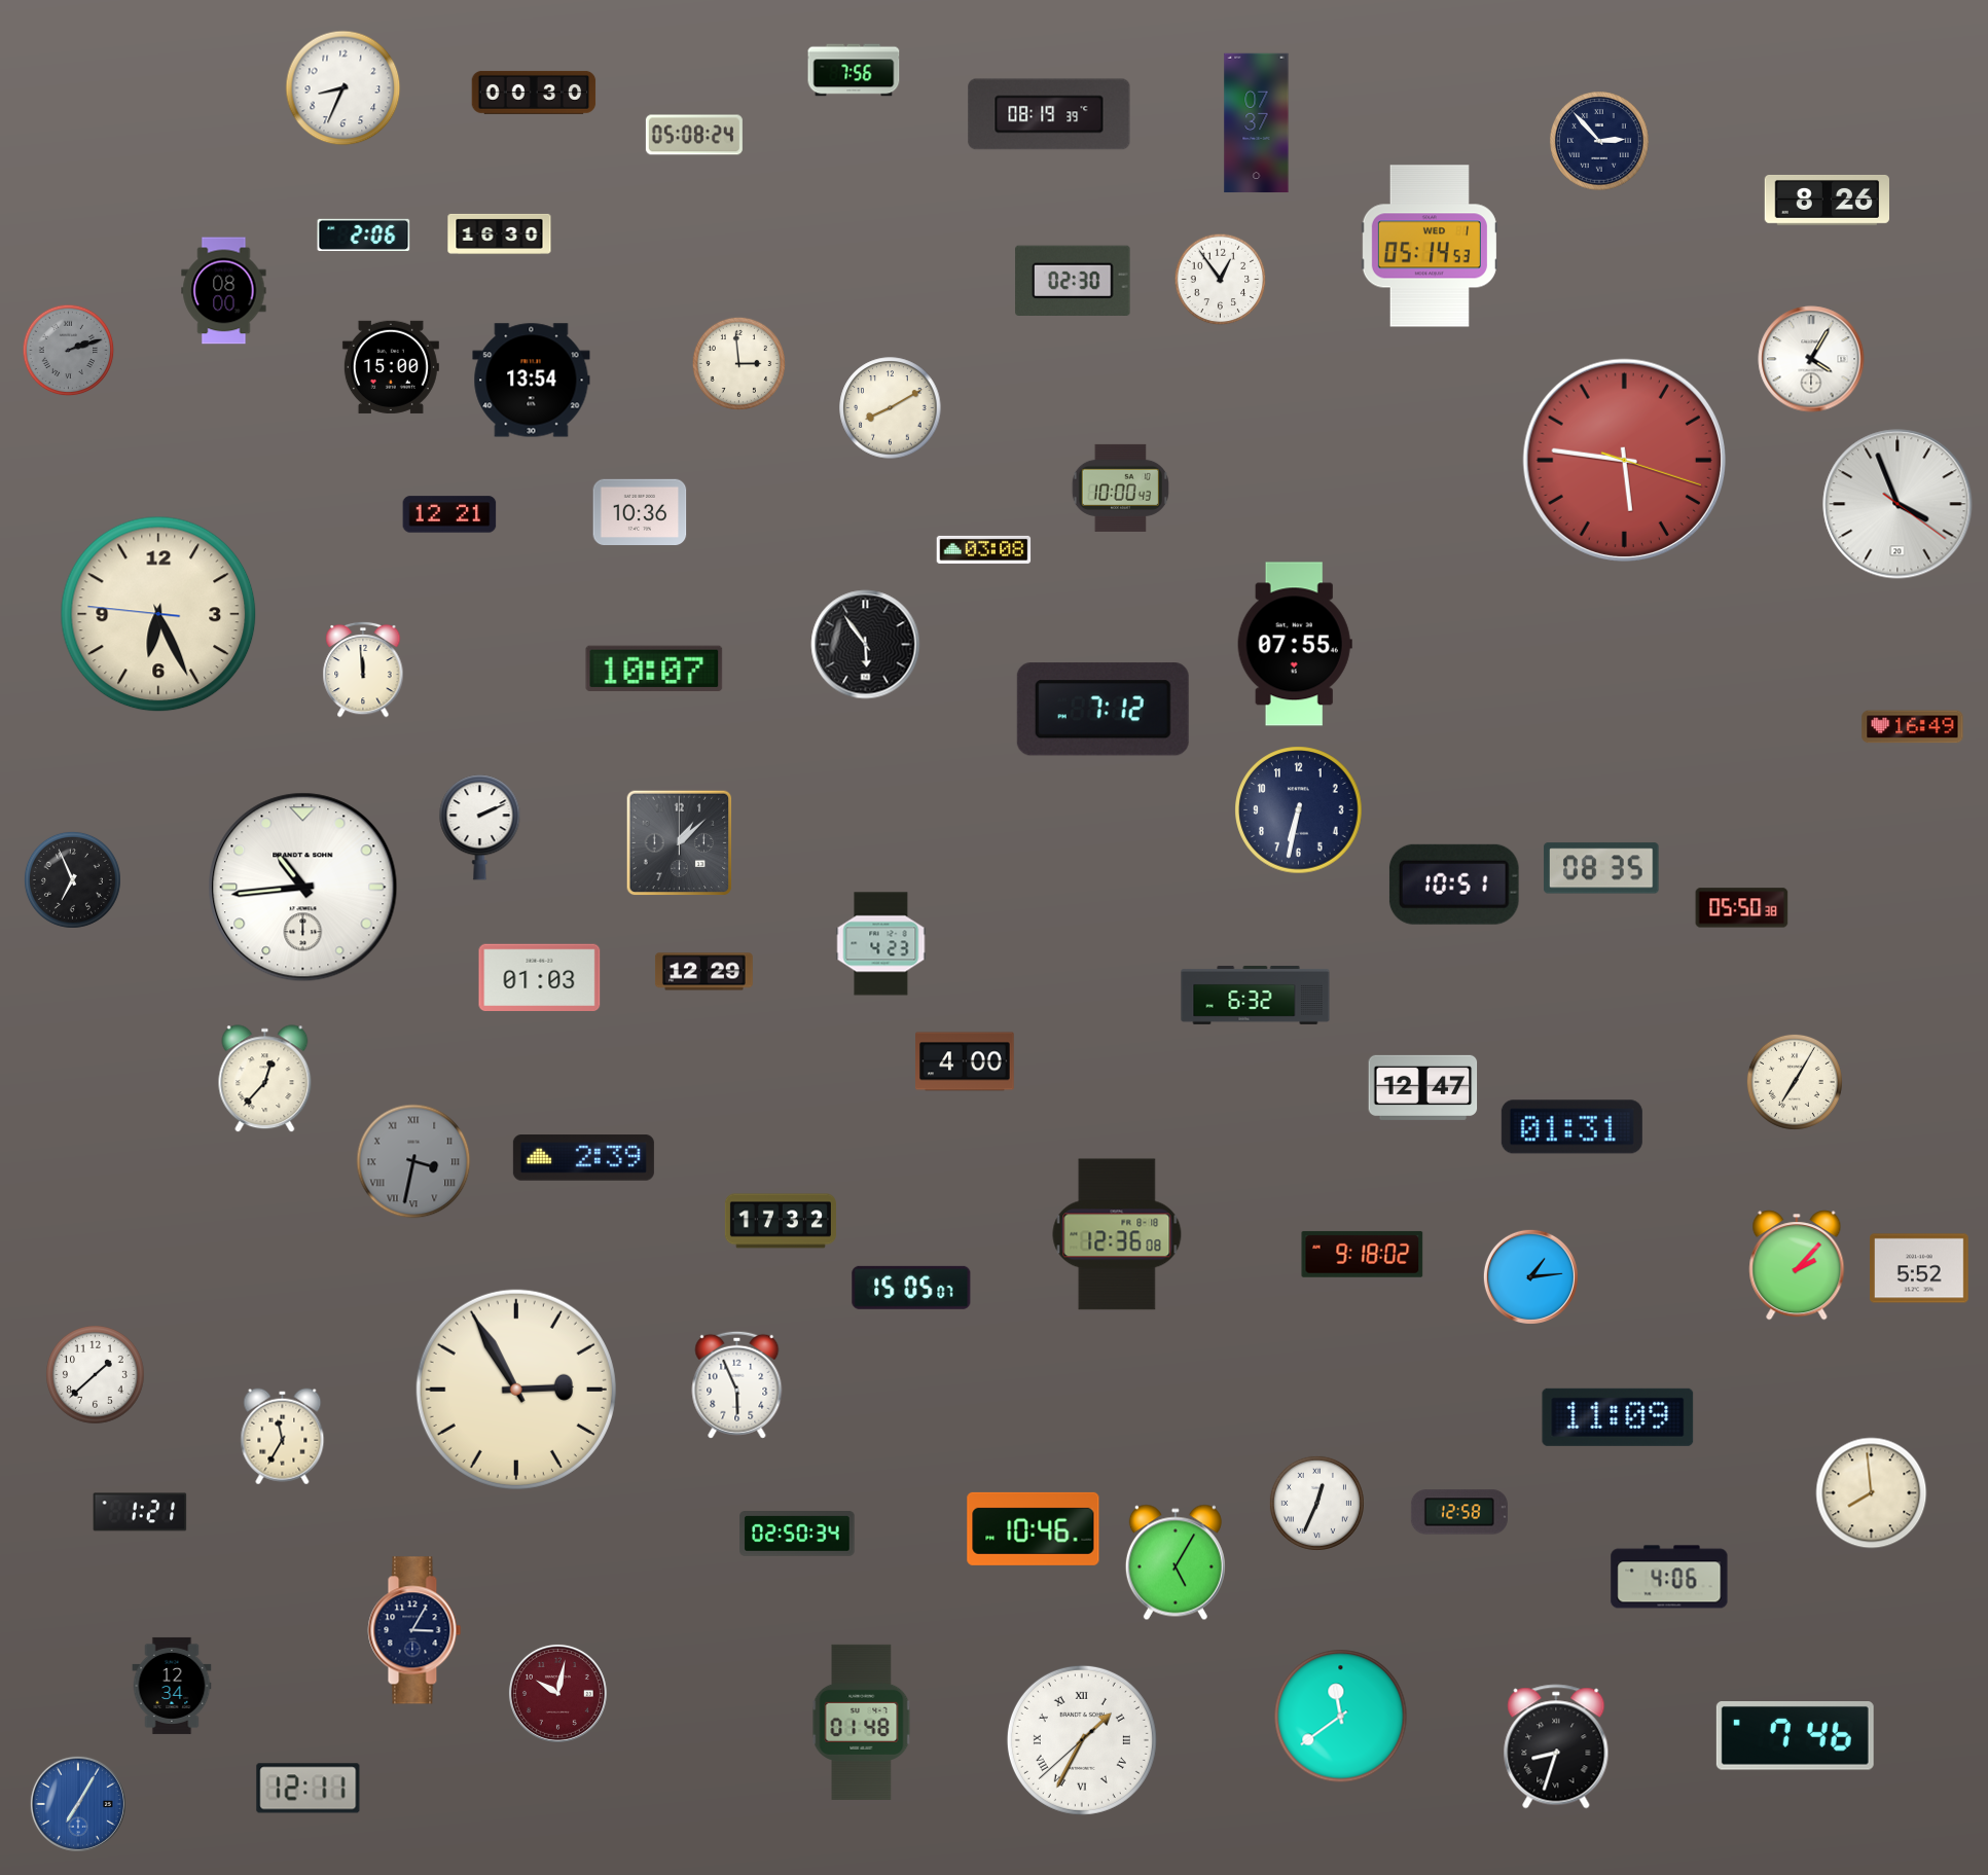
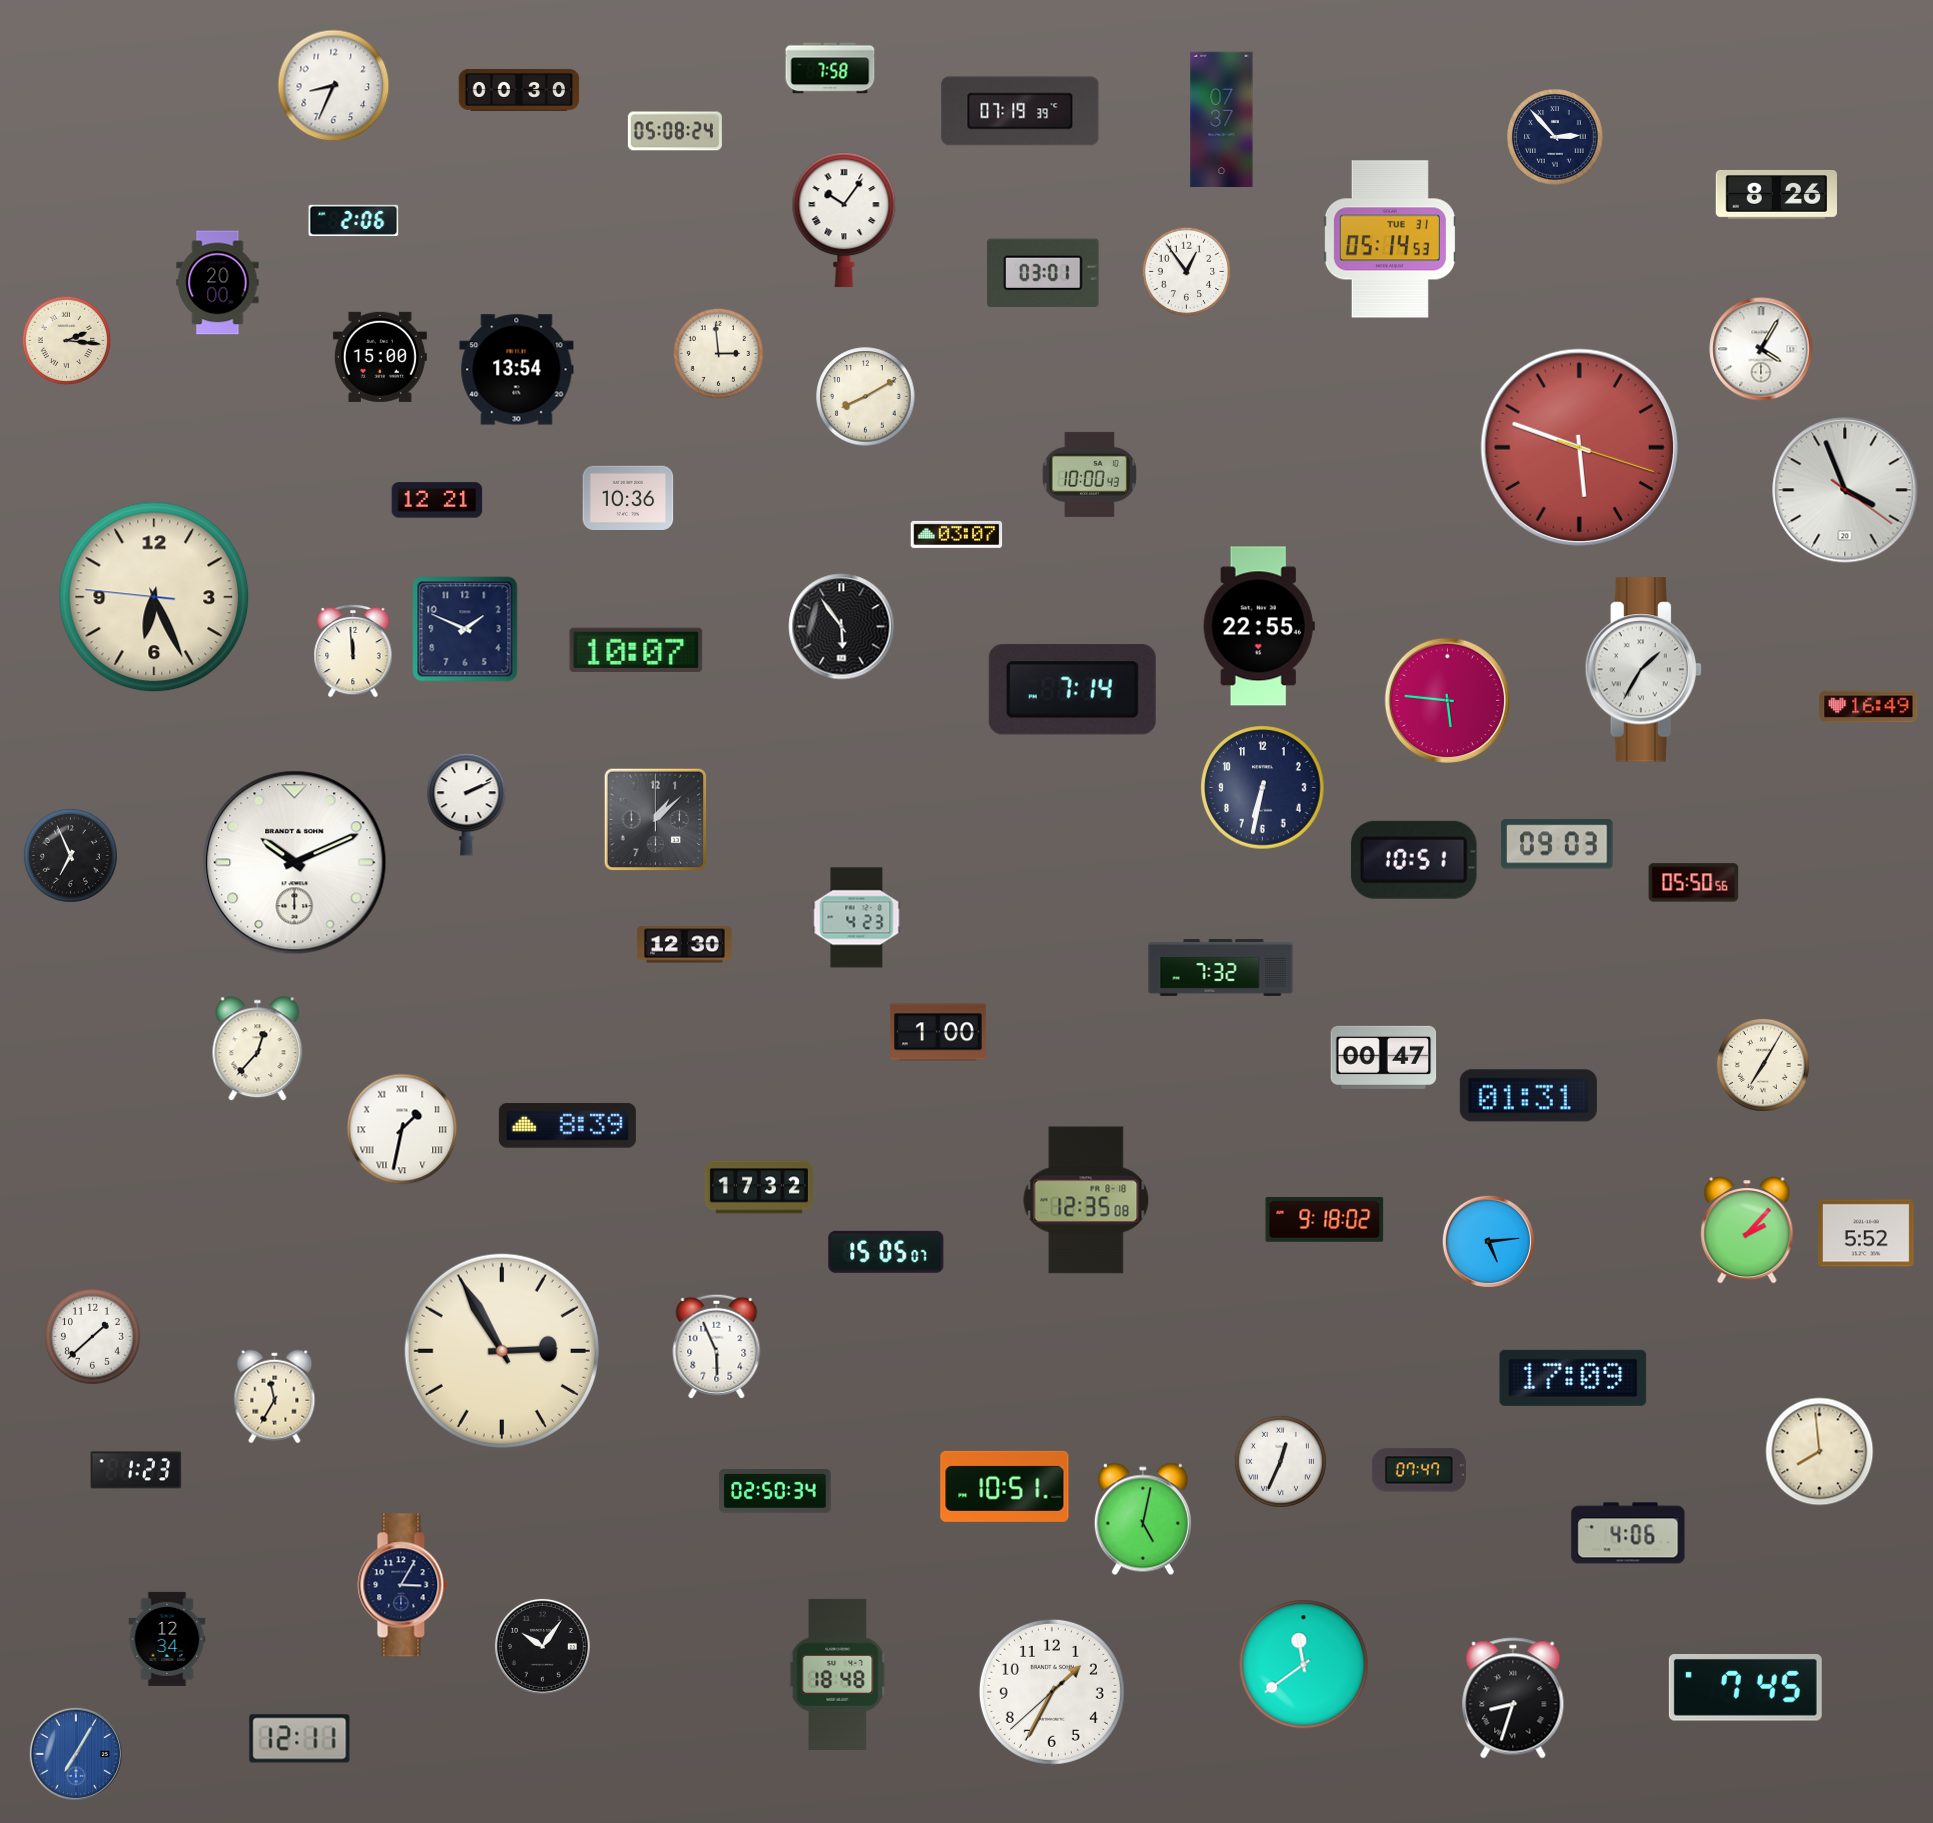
clock at (854, 70): 7:56 -> 7:58
clock at (1049, 114): 08:19 -> 07:19
clock at (844, 220): none -> 10:06
clock at (500, 233): 16:30 -> none
clock at (364, 235) position: (364, 235) -> (354, 220)
clock at (1430, 246) date: WED 1 -> TUE 31
clock at (1073, 280): 02:30 -> 03:01
clock at (224, 291): 08:00 -> 20:00
clock at (69, 351): 2:12 -> 2:16
clock at (69, 351) dial: grey -> cream
clock at (1624, 460): 5:46 -> 5:48
clock at (640, 511) position: (640, 511) -> (628, 497)
clock at (984, 549): 03:08 -> 03:07
clock at (1295, 644): 07:55 -> 22:55
clock at (465, 629): none -> 1:49
clock at (1643, 670): none -> 1:35
clock at (1103, 710): 7:12 -> 7:14
clock at (1447, 700): none -> 5:46
clock at (1913, 727) position: (1913, 727) -> (1869, 707)
clock at (680, 843) position: (680, 843) -> (656, 820)
clock at (1601, 868): 08:35 -> 09:03
clock at (303, 888): 10:44 -> 10:11
clock at (1742, 908): 05:50:38 -> 05:50:56
clock at (703, 972): 12:29 -> 12:30
clock at (540, 977): 01:03 -> none
clock at (1256, 995): 6:32 -> 7:32
clock at (965, 1061): 4:00 -> 1:00
clock at (1795, 1082) position: (1795, 1082) -> (1763, 1065)
clock at (1423, 1087): 12:47 -> 00:47
clock at (583, 1158): 2:39 -> 8:39
clock at (413, 1161): 3:32 -> 1:32
clock at (413, 1161) dial: grey -> white
clock at (1117, 1234): 12:36 -> 12:35
clock at (1530, 1276): 1:14 -> 5:14
clock at (1618, 1417): 11:09 -> 17:09
clock at (140, 1512): 1:21 -> 1:23
clock at (1459, 1512): 12:58 -> 07:47
clock at (1034, 1528): 10:46 -> 10:51
clock at (1176, 1562): 5:05 -> 5:02
clock at (1669, 1577) position: (1669, 1577) -> (1628, 1533)
clock at (557, 1693): 10:02 -> 10:06
clock at (557, 1693) dial: burgundy -> black
clock at (1341, 1717) position: (1341, 1717) -> (1304, 1665)
clock at (862, 1722): 01:48 -> 18:48
clock at (1795, 1736): 7:46 -> 7:45
clock at (1082, 1740) numerals: Roman -> Arabic
